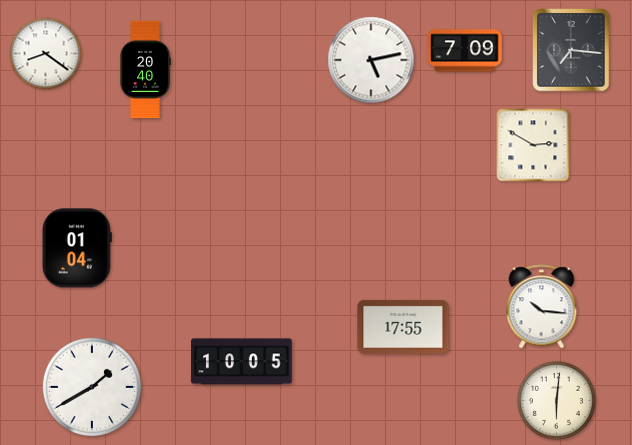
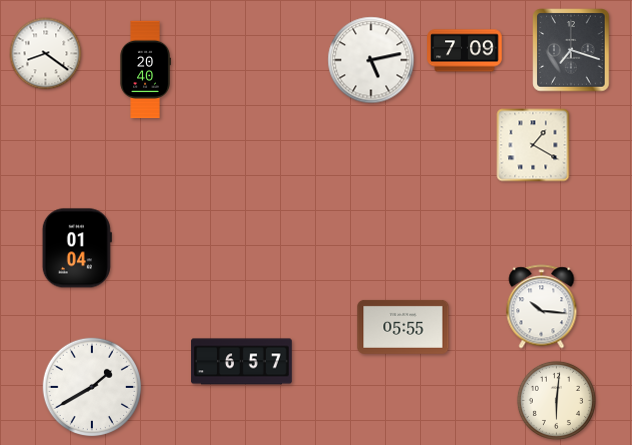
clock at (571, 50): 7:16 -> 7:18
clock at (533, 145): 2:50 -> 1:20
clock at (403, 327): 17:55 -> 05:55
clock at (242, 362): 10:05 -> 6:57
